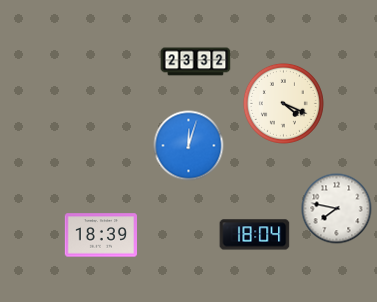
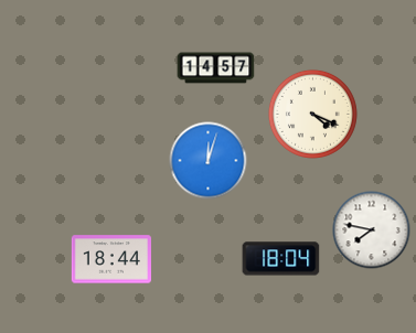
clock at (196, 62): 23:32 -> 14:57
clock at (100, 235): 18:39 -> 18:44
